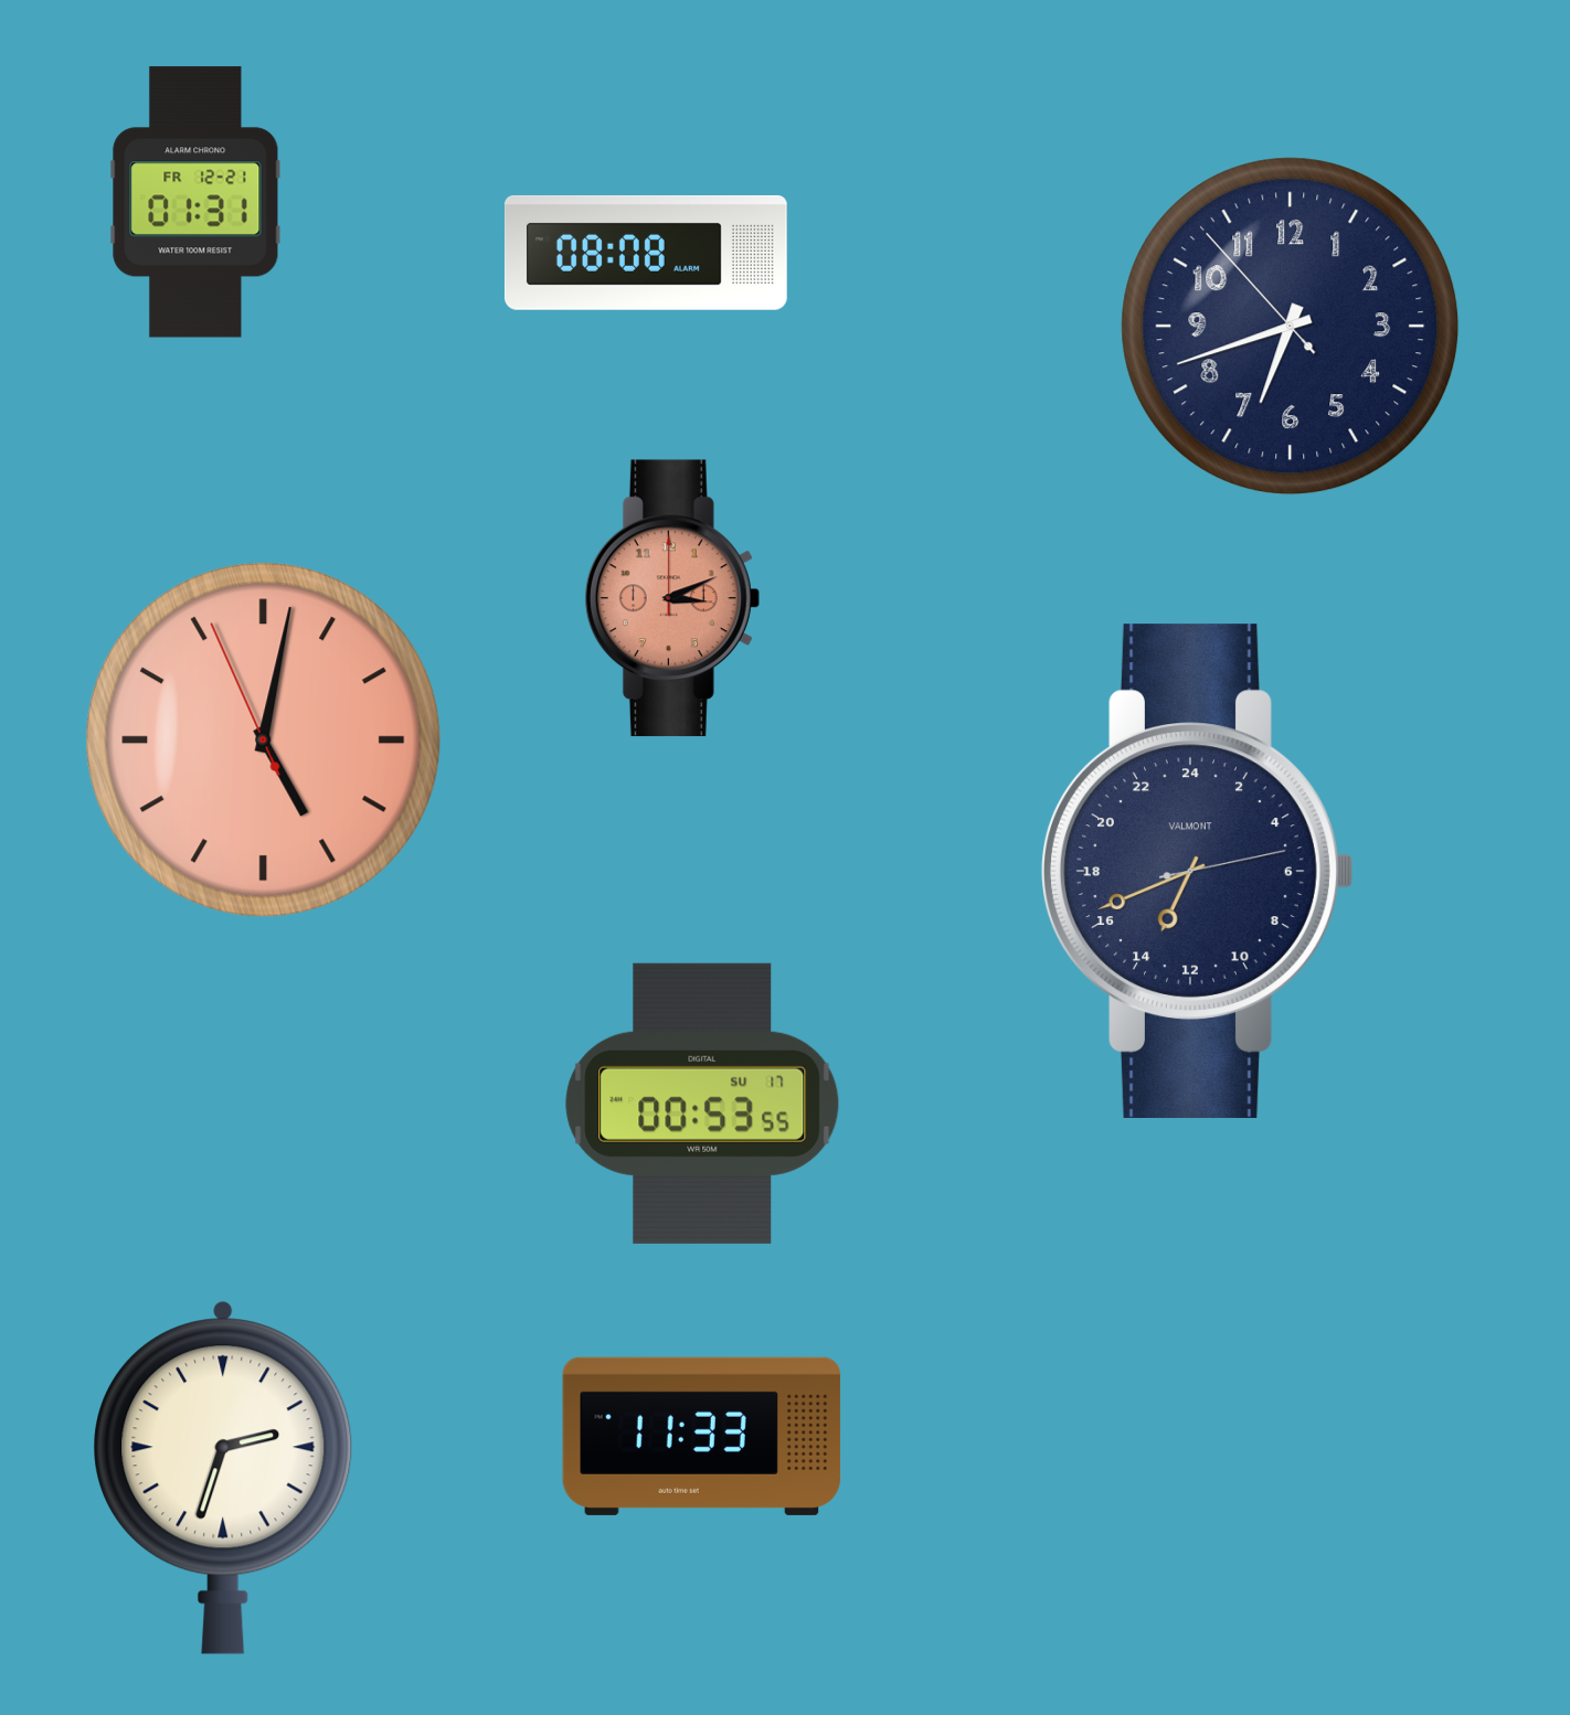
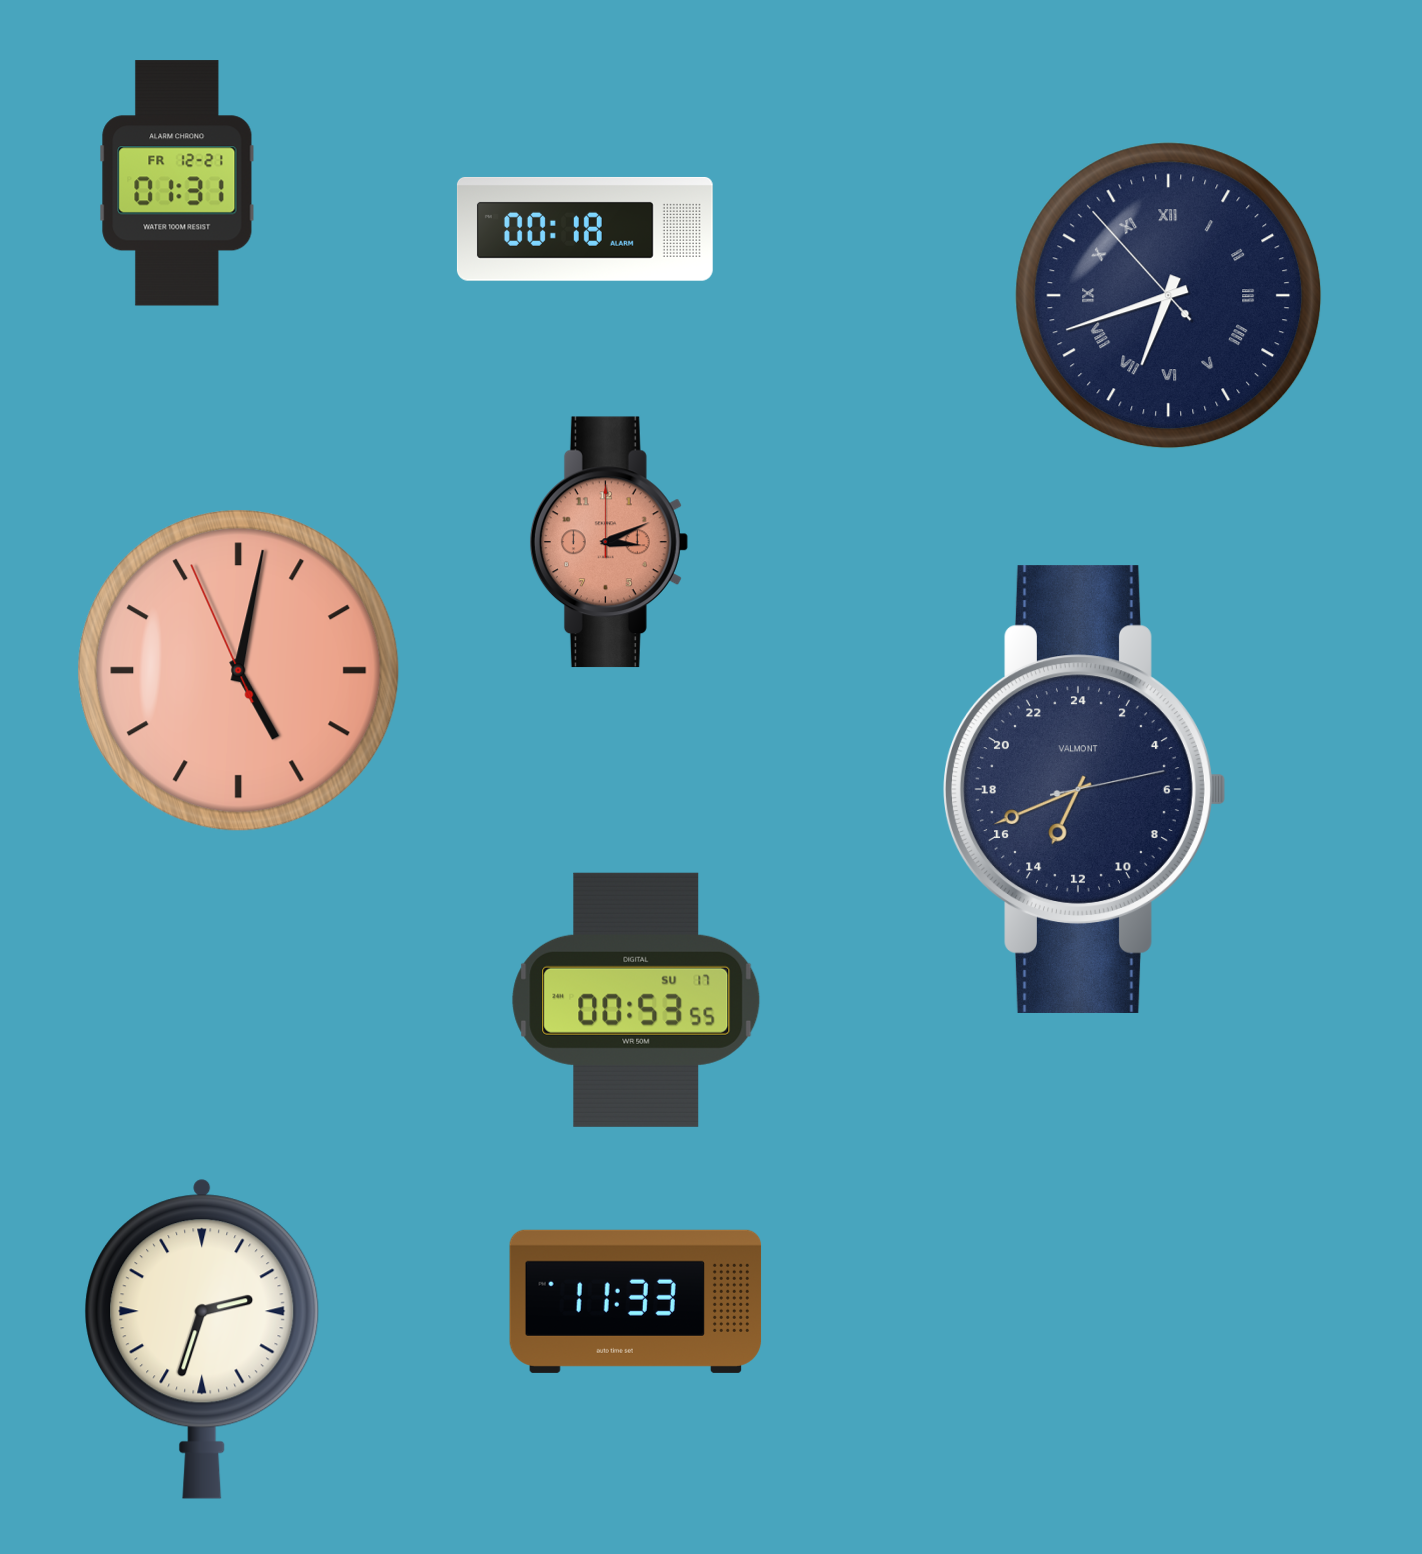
clock at (646, 253): 08:08 -> 00:18
clock at (1291, 327) numerals: Arabic -> Roman
